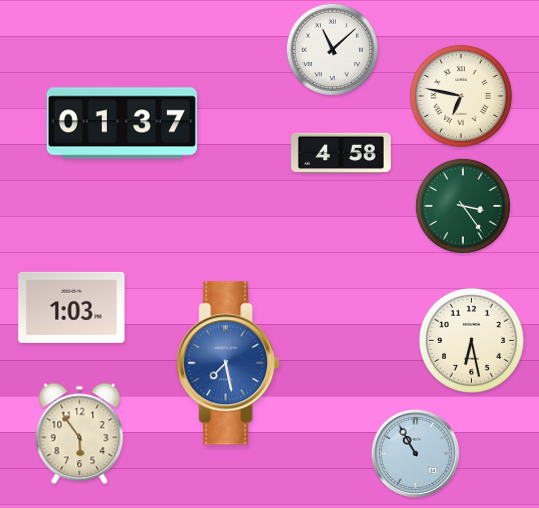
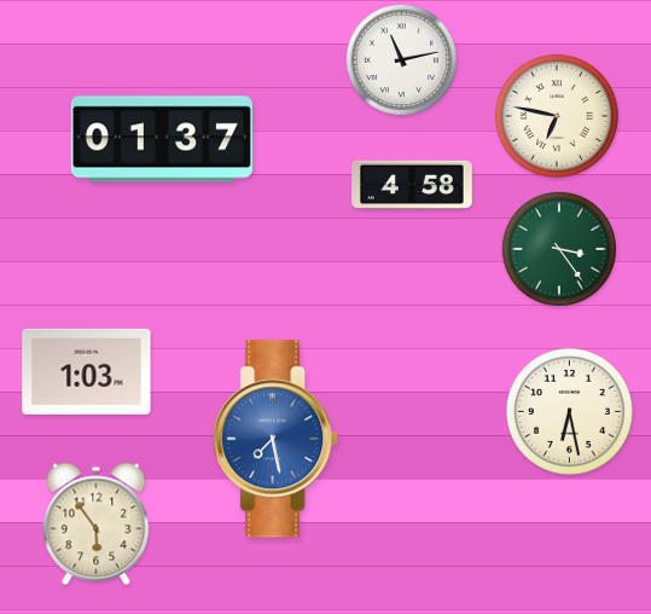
clock at (332, 49): 11:08 -> 11:13
clock at (122, 123) position: (122, 123) -> (162, 139)
clock at (415, 453): 10:55 -> none
